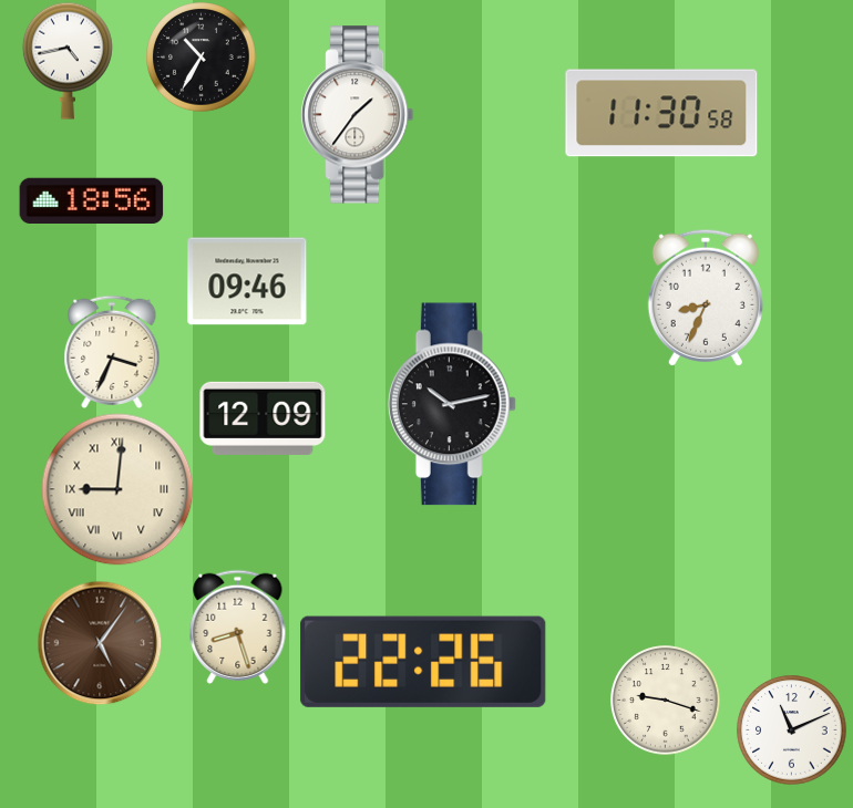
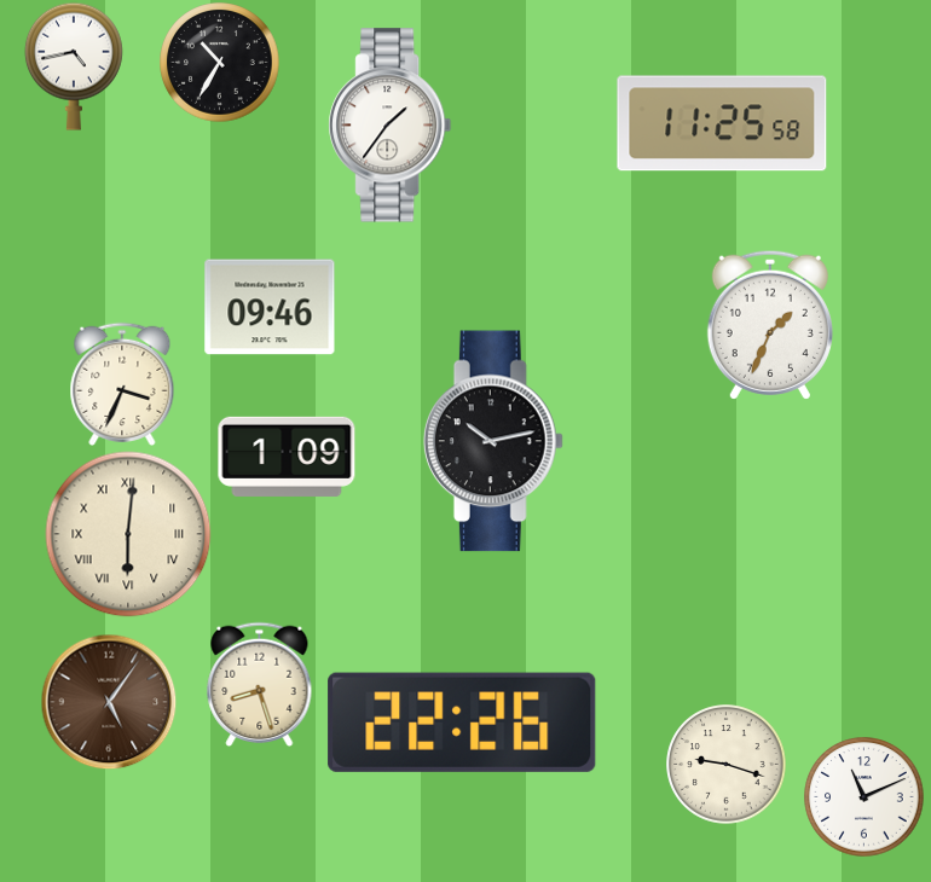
clock at (661, 113): 11:30 -> 11:25
clock at (92, 200): 18:56 -> none
clock at (706, 298): 8:34 -> 1:34
clock at (263, 418): 12:09 -> 1:09
clock at (117, 489): 9:01 -> 6:01
